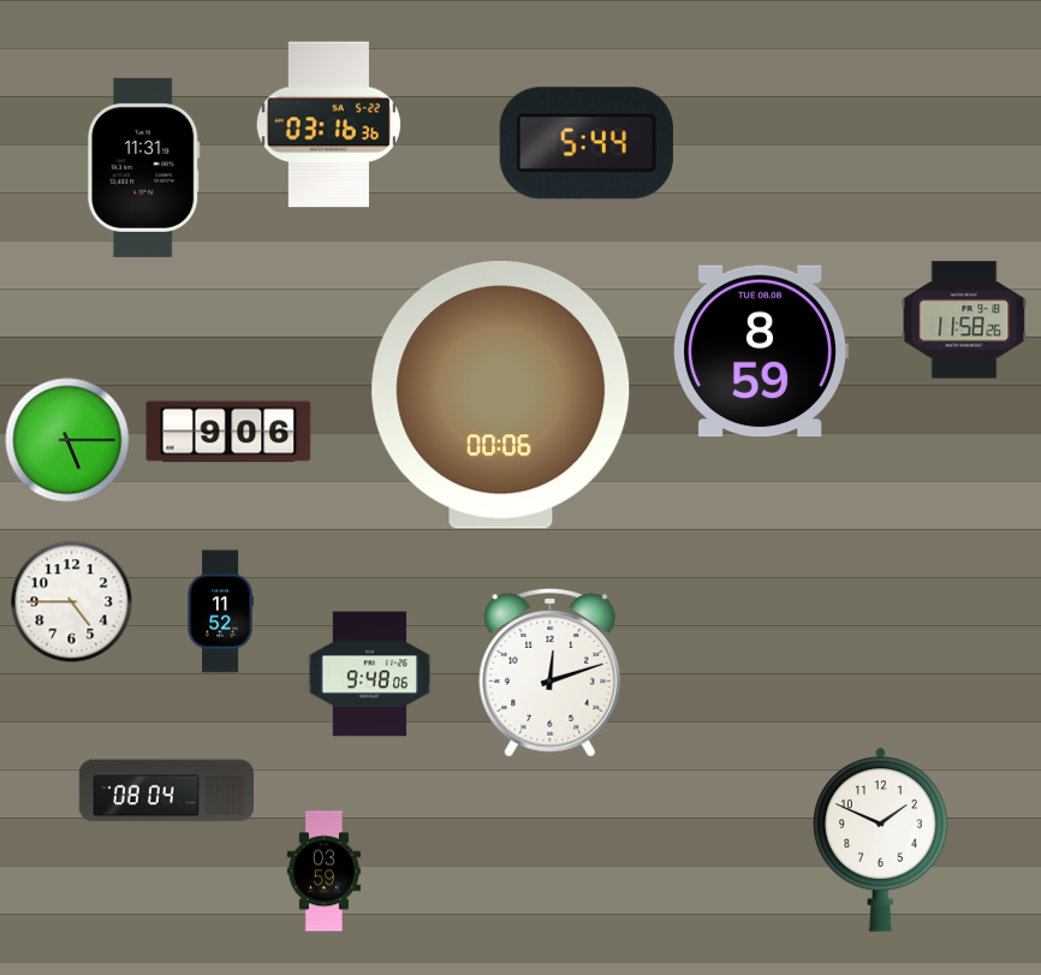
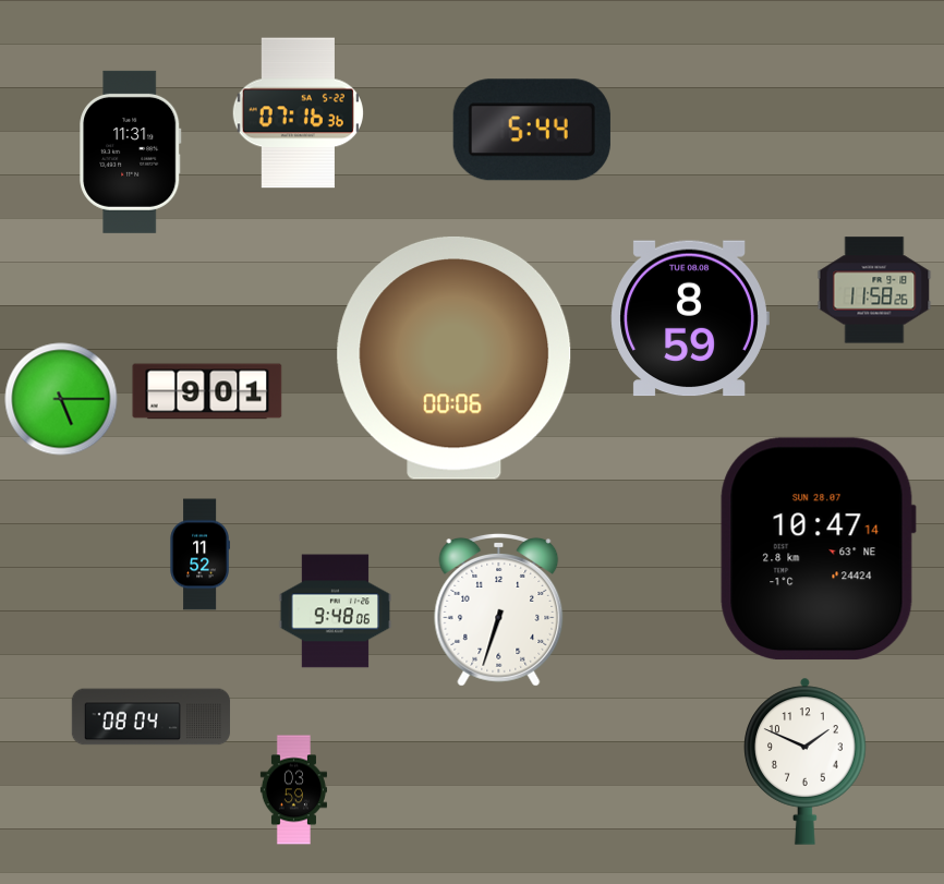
clock at (328, 125): 03:16 -> 07:16
clock at (228, 432): 9:06 -> 9:01
clock at (72, 602): 4:45 -> none
clock at (818, 549): none -> 10:47
clock at (551, 672): 12:12 -> 6:33
clock at (881, 839) position: (881, 839) -> (806, 761)
